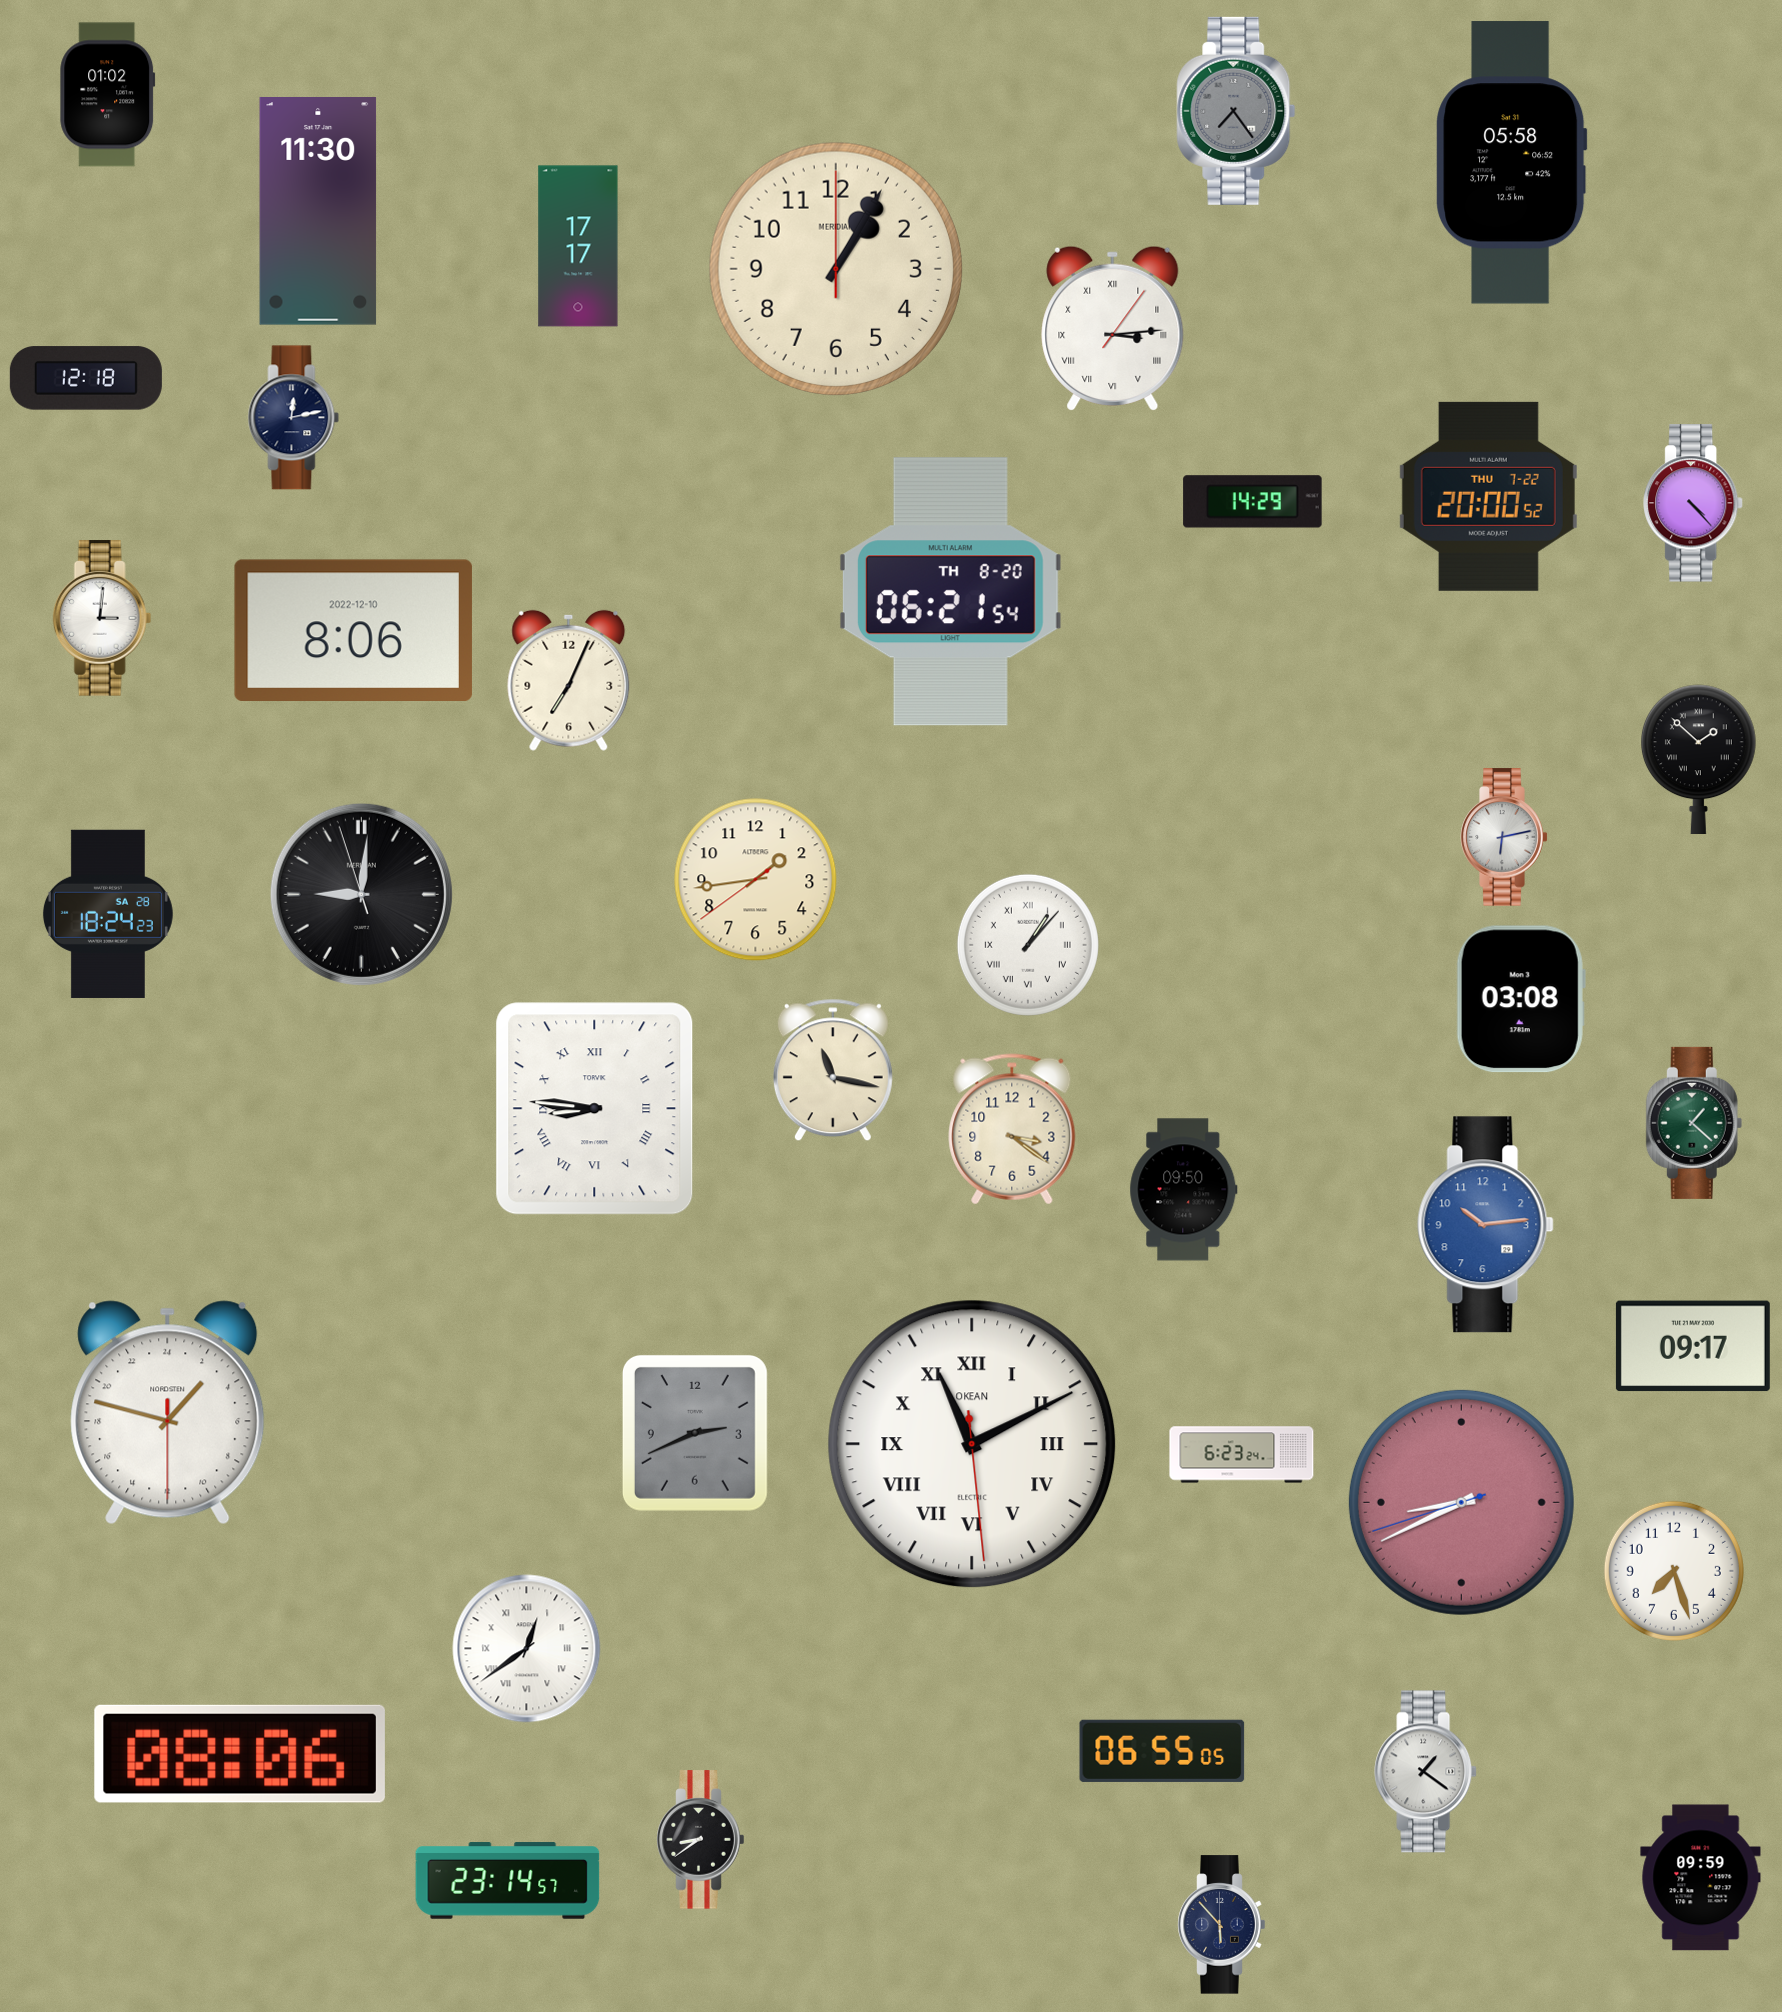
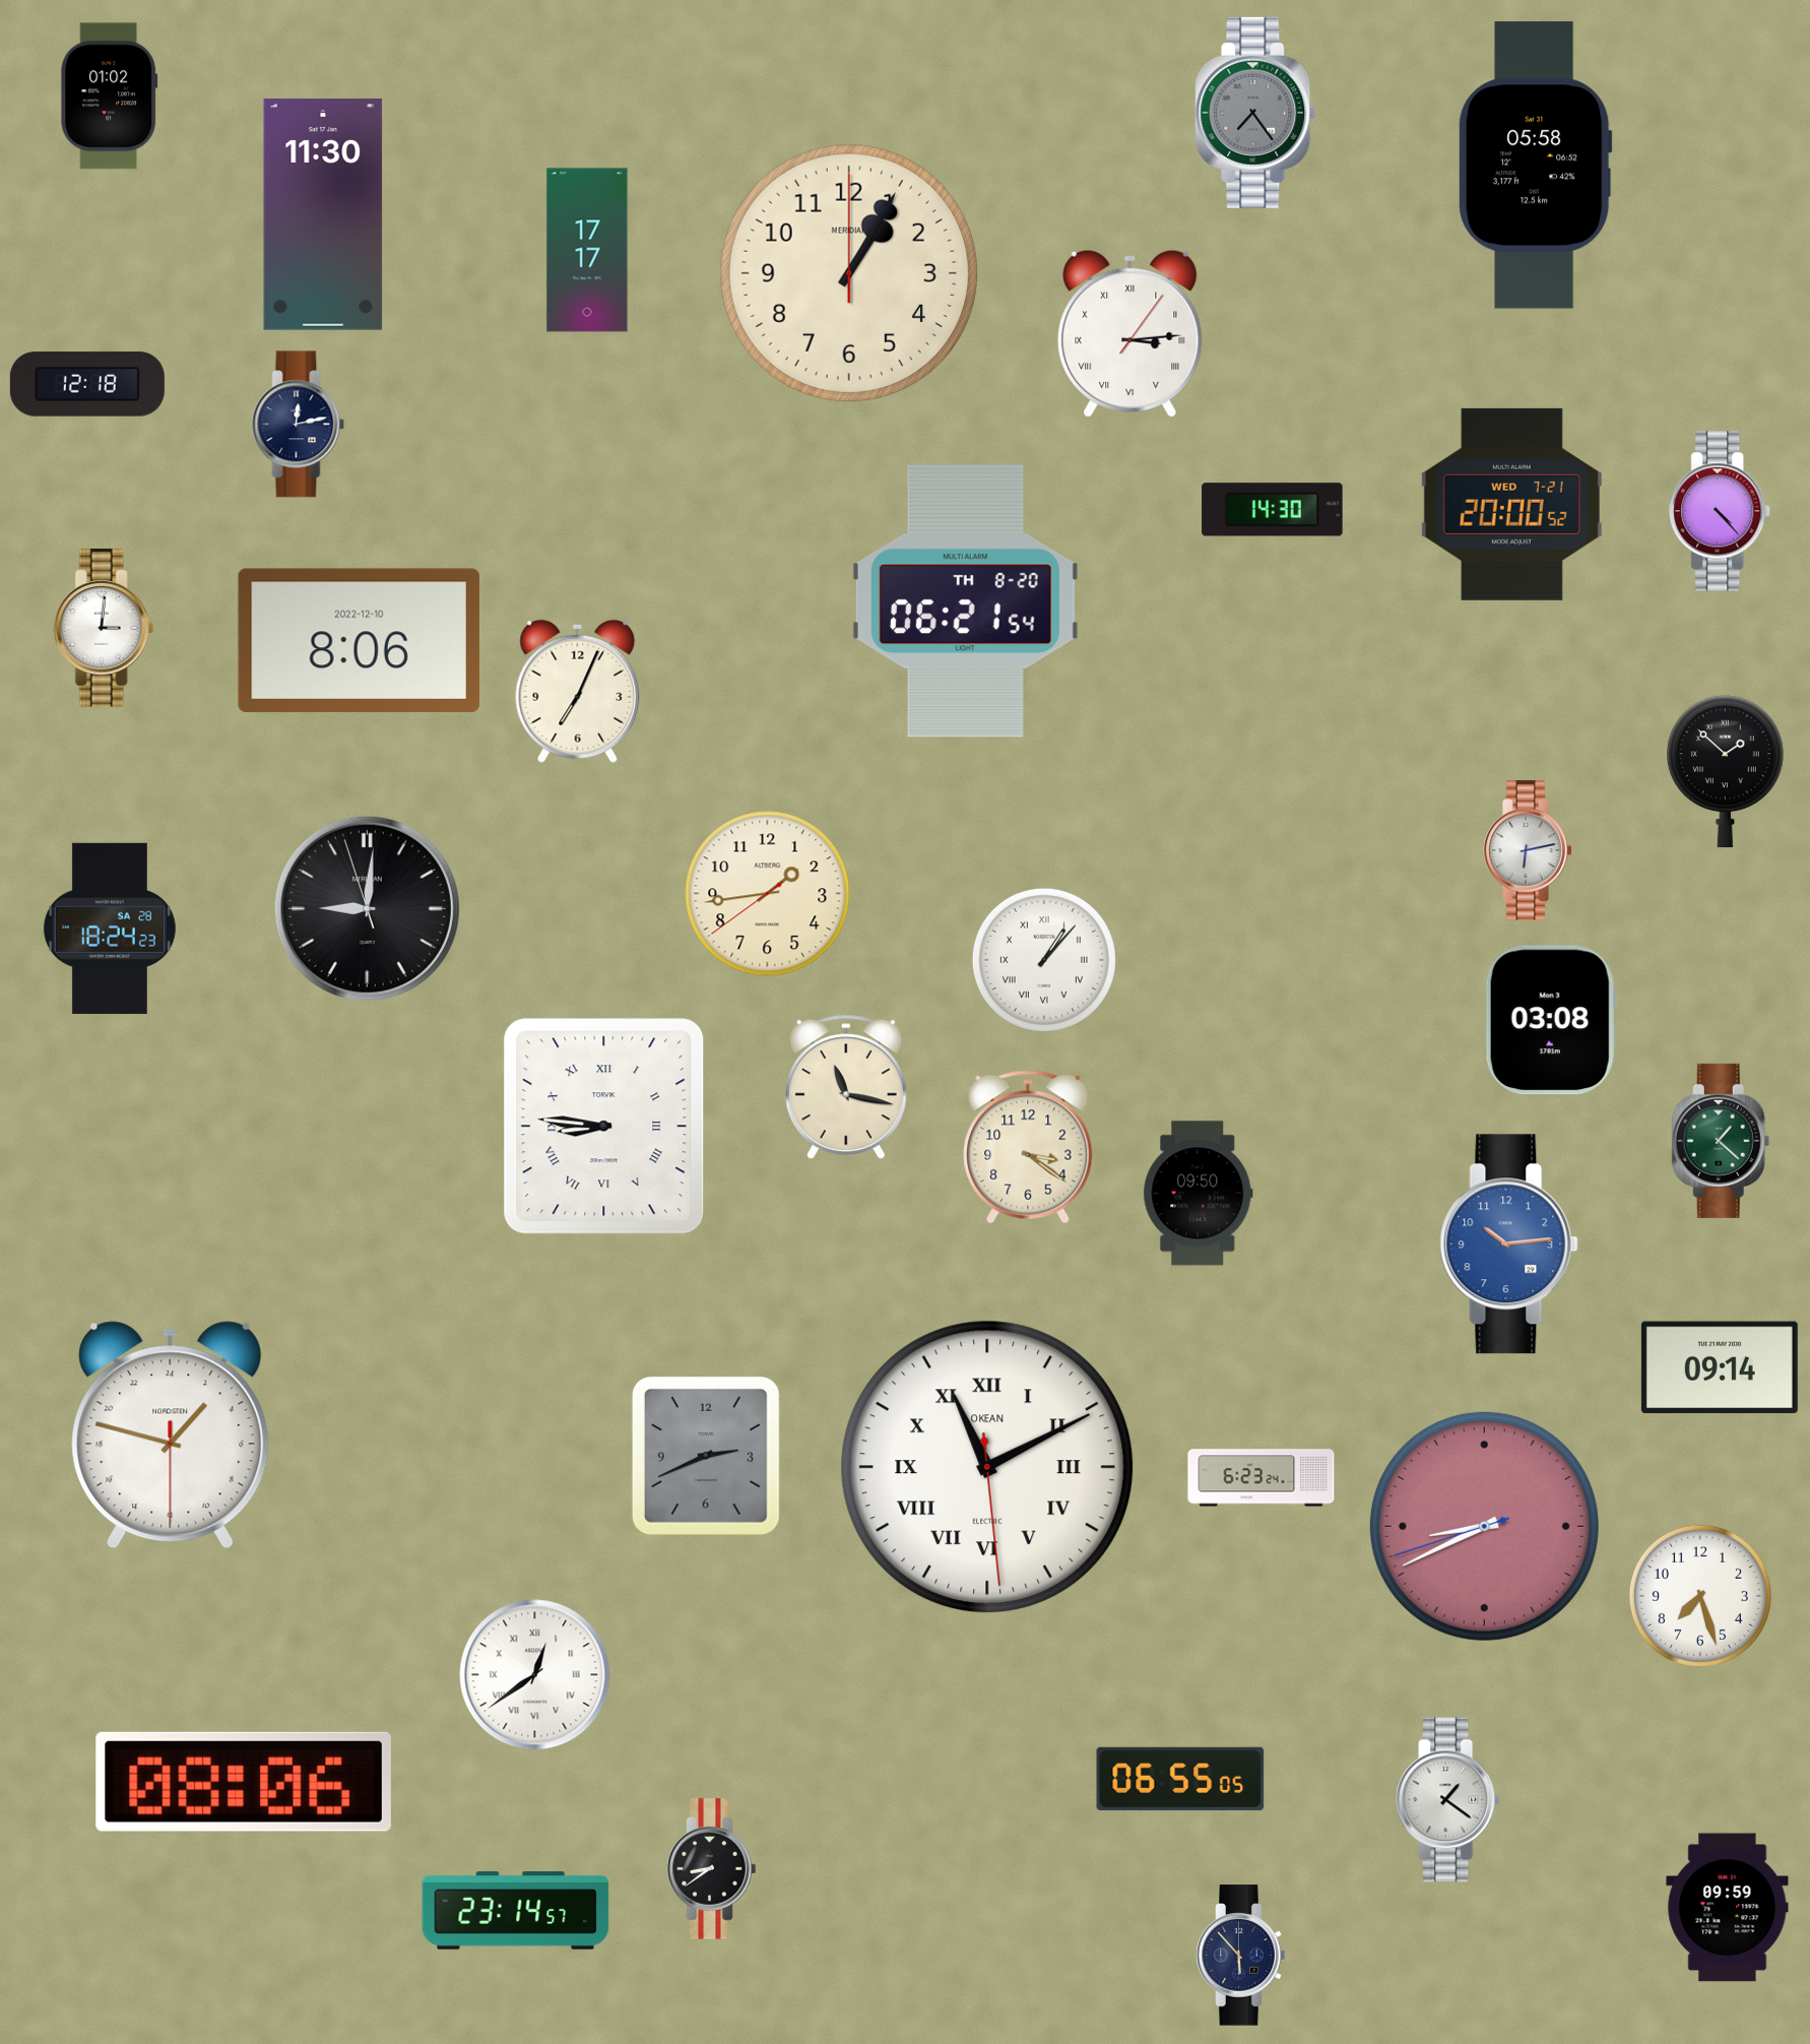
clock at (1488, 496) date: THU 7-22 -> WED 7-21
clock at (1253, 502): 14:29 -> 14:30
clock at (1521, 999) position: (1521, 999) -> (1551, 1020)
clock at (1184, 1190) position: (1184, 1190) -> (1199, 1194)
clock at (1693, 1346): 09:17 -> 09:14
